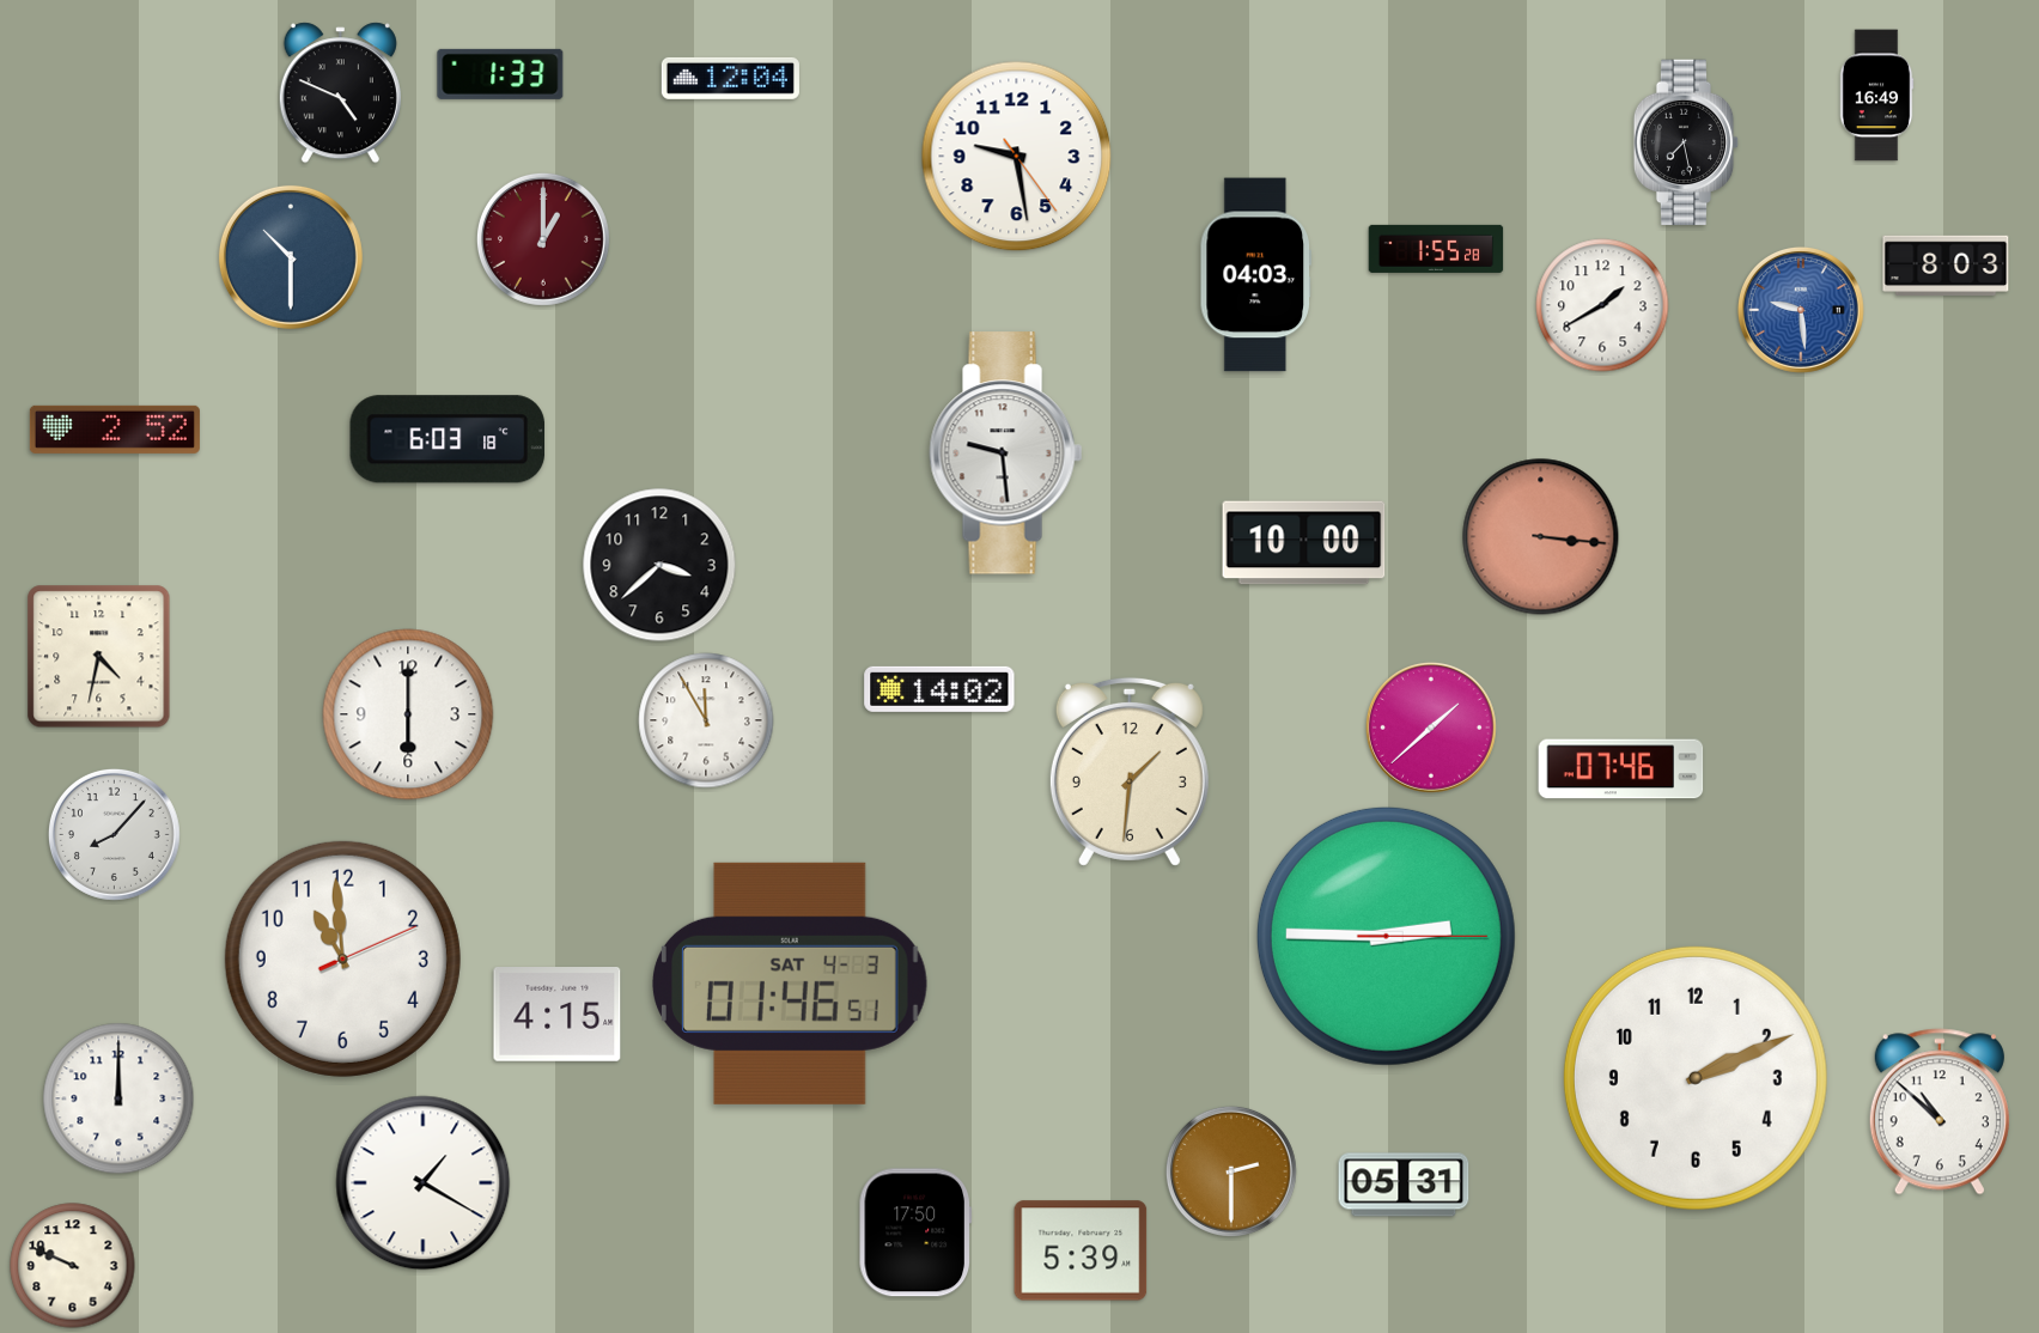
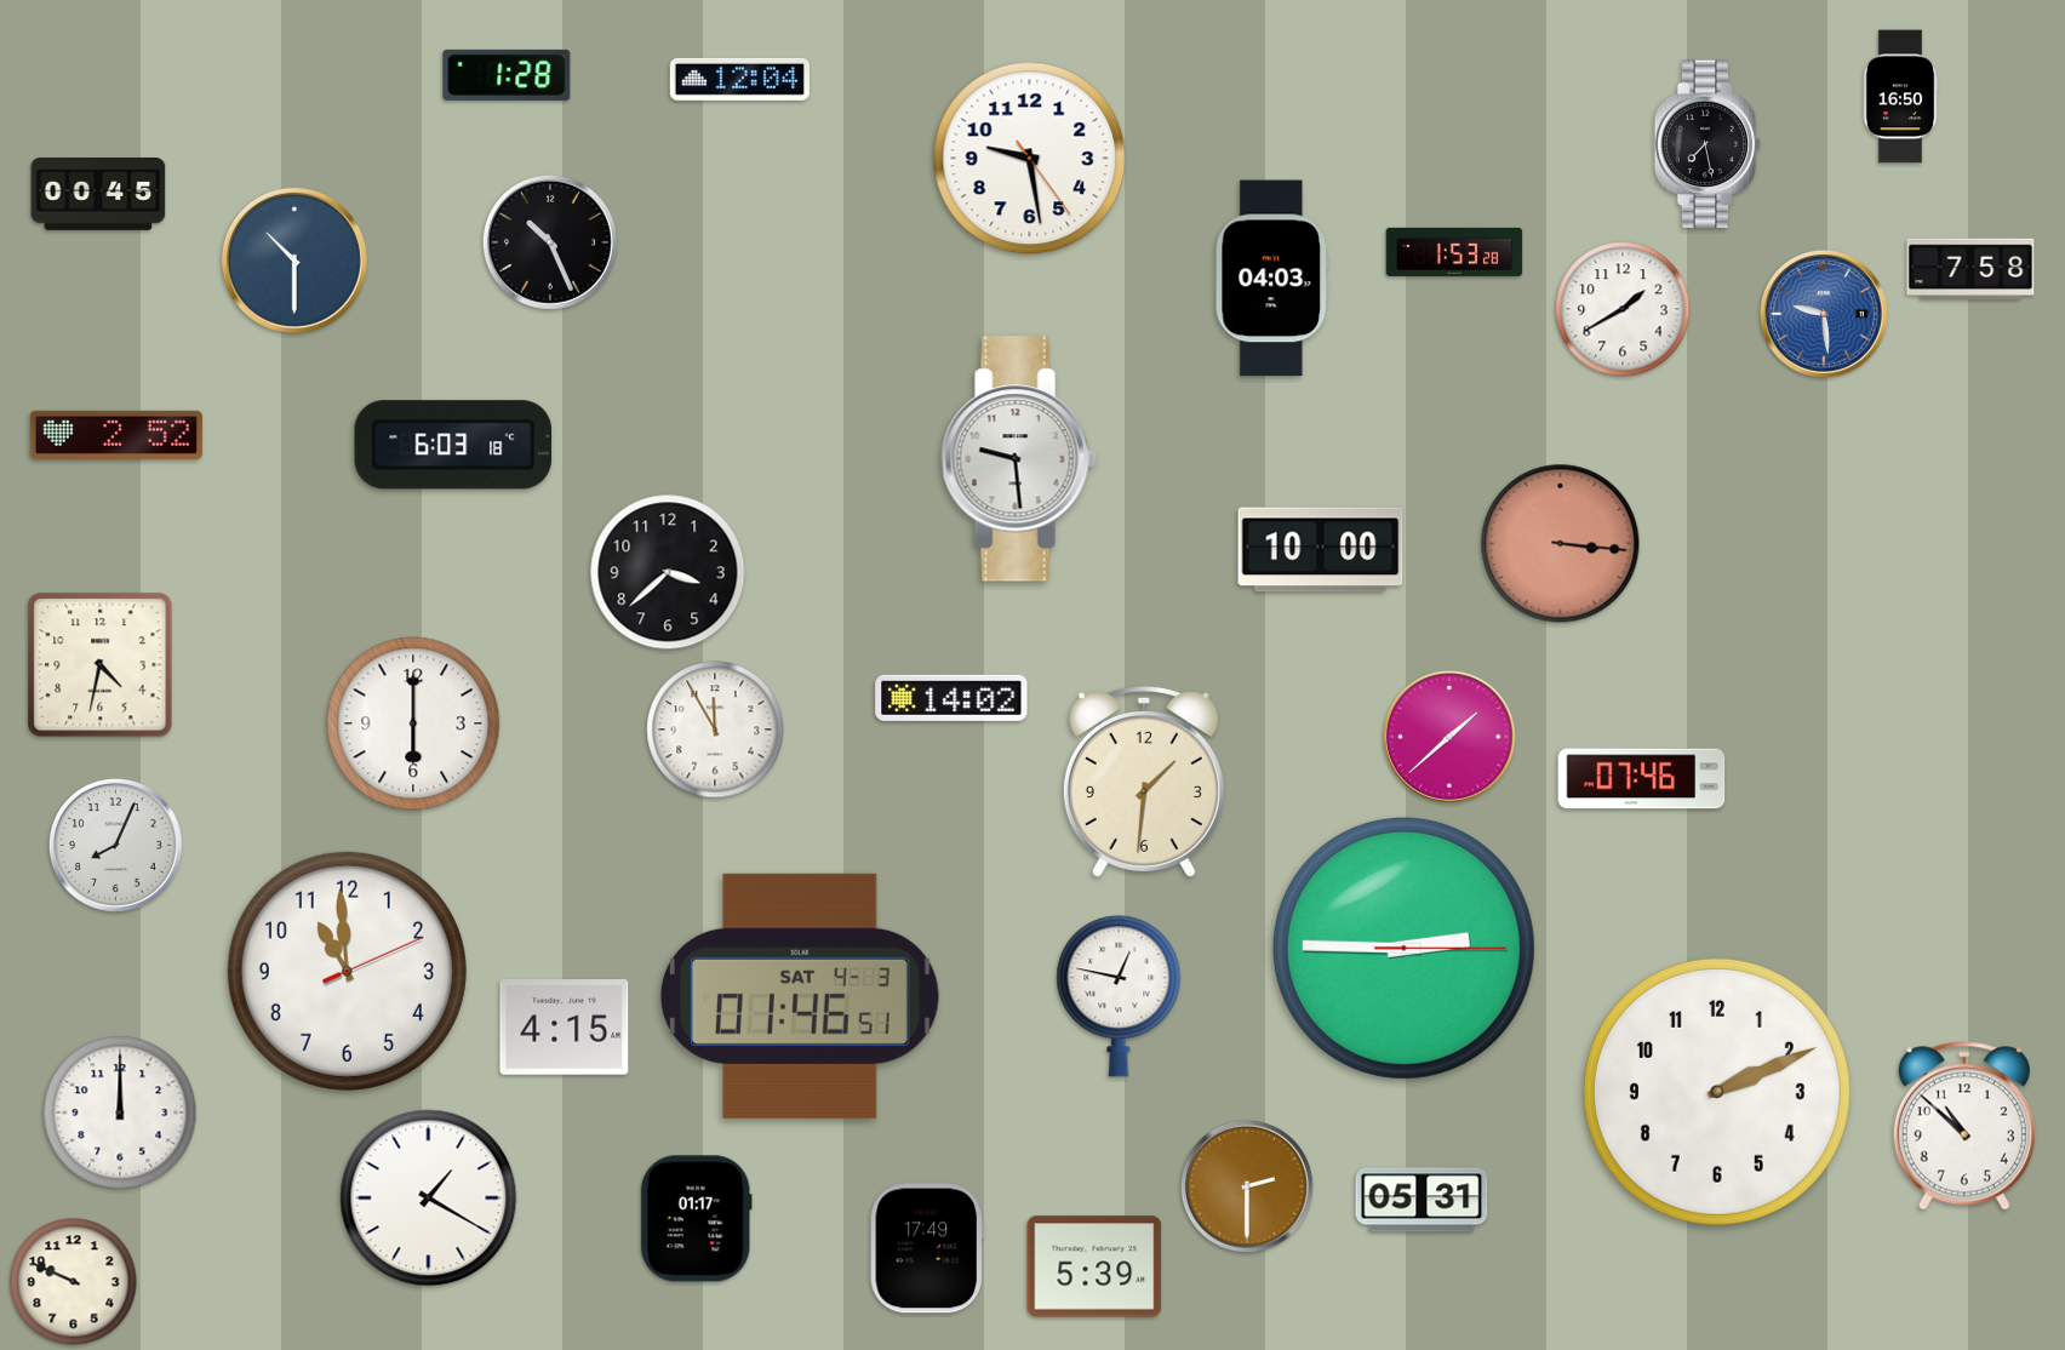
clock at (500, 74): 1:33 -> 1:28
clock at (340, 93): 4:49 -> none
clock at (1876, 96): 16:49 -> 16:50
clock at (98, 195): none -> 00:45
clock at (543, 239): 1:00 -> 10:26
clock at (543, 239) dial: burgundy -> black
clock at (1436, 249): 1:55 -> 1:53
clock at (1946, 266): 8:03 -> 7:58
clock at (114, 834): 8:07 -> 8:04
clock at (1119, 996): none -> 12:47
clock at (696, 1219): none -> 01:17
clock at (915, 1232): 17:50 -> 17:49
